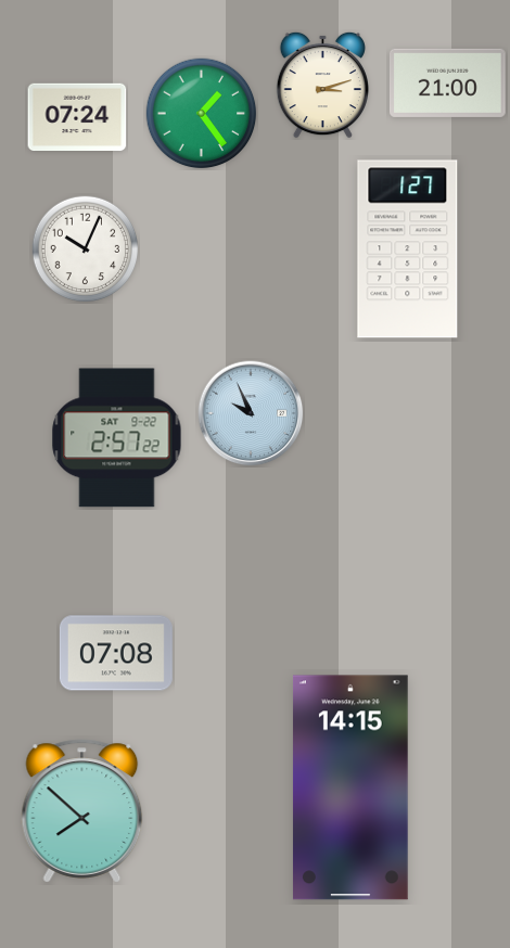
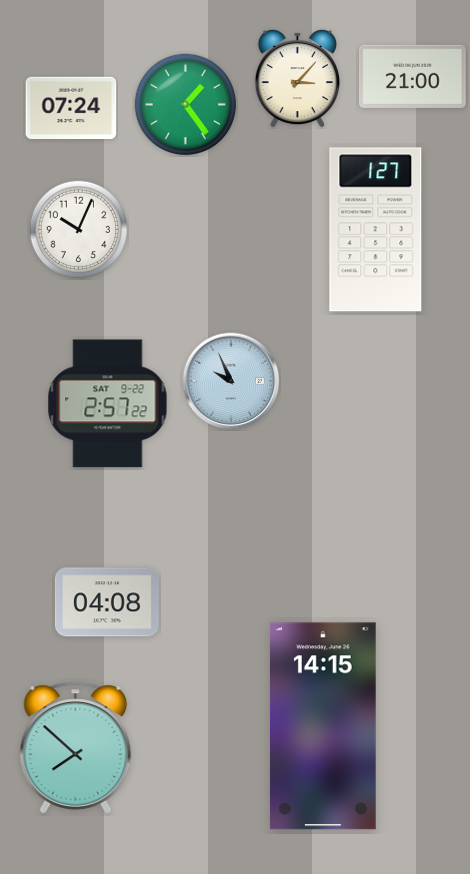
clock at (322, 85): 3:12 -> 3:07
clock at (116, 653): 07:08 -> 04:08
